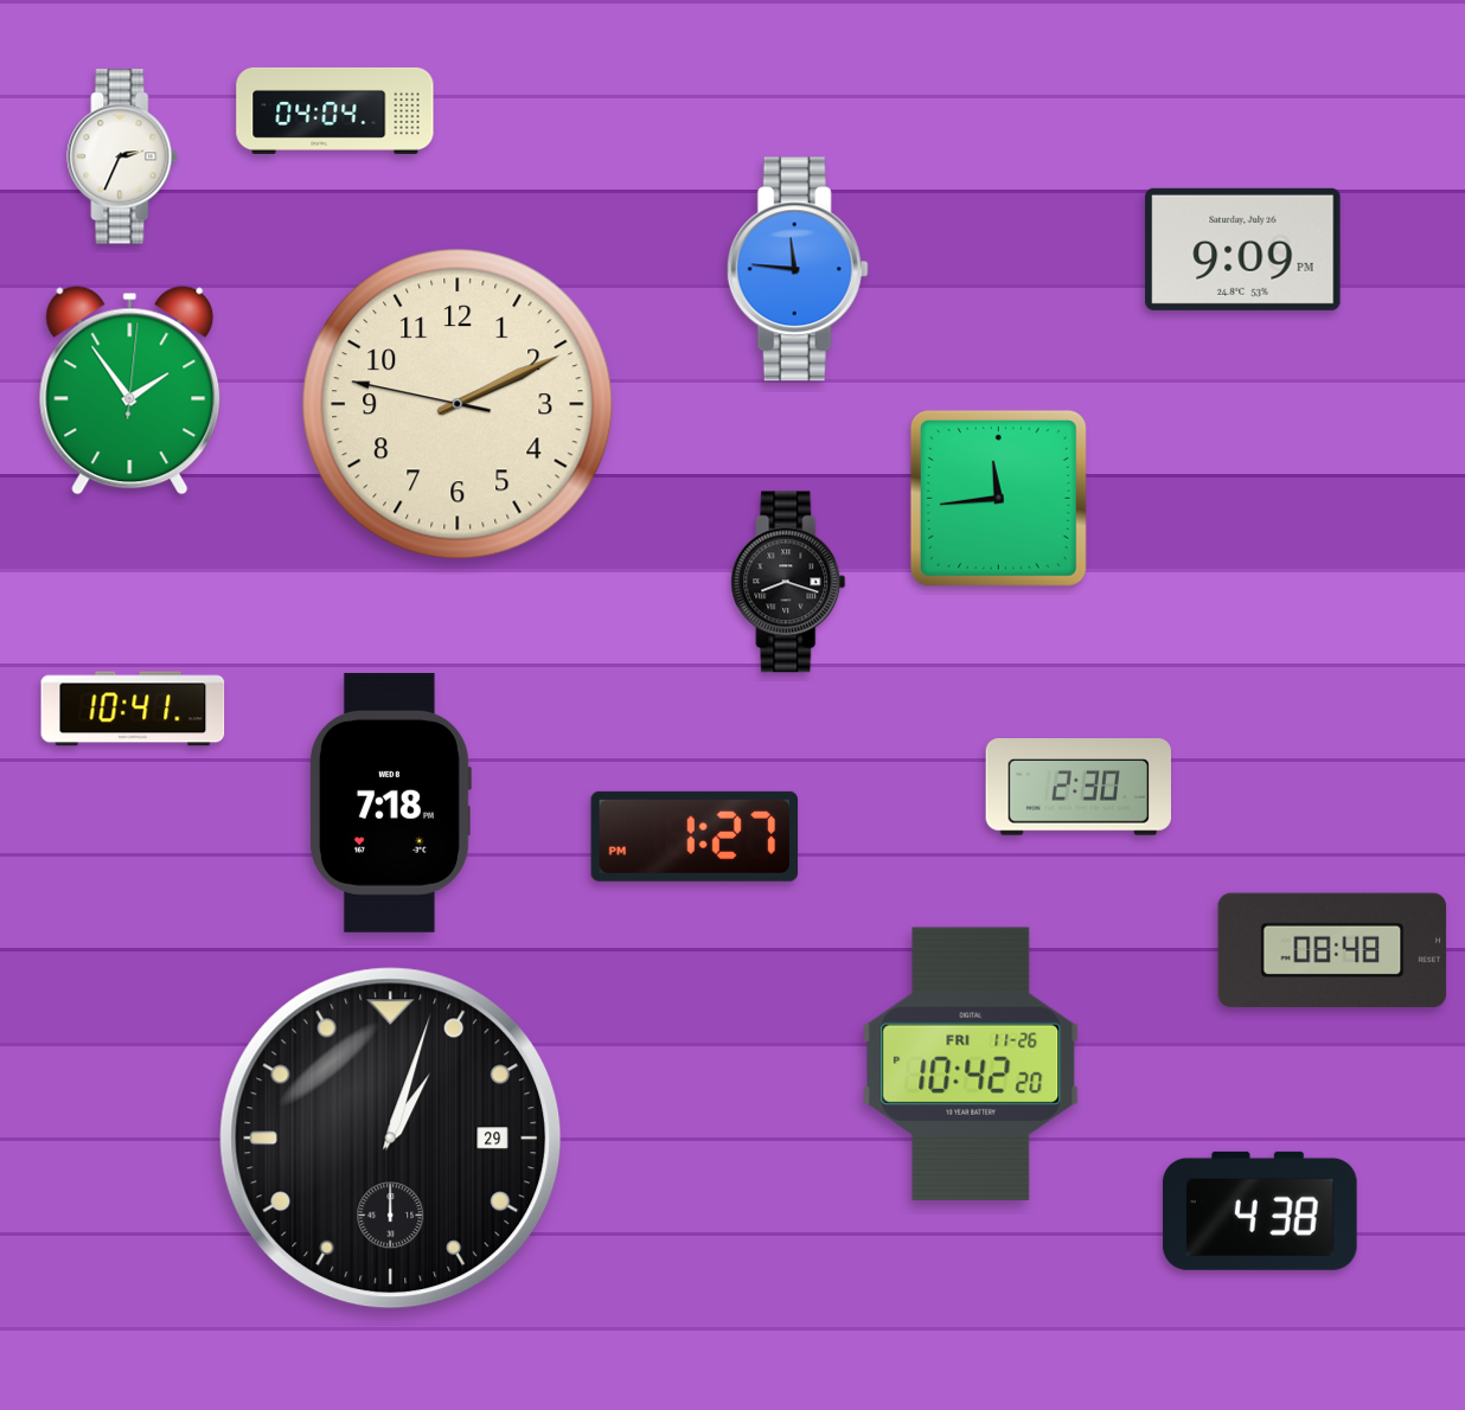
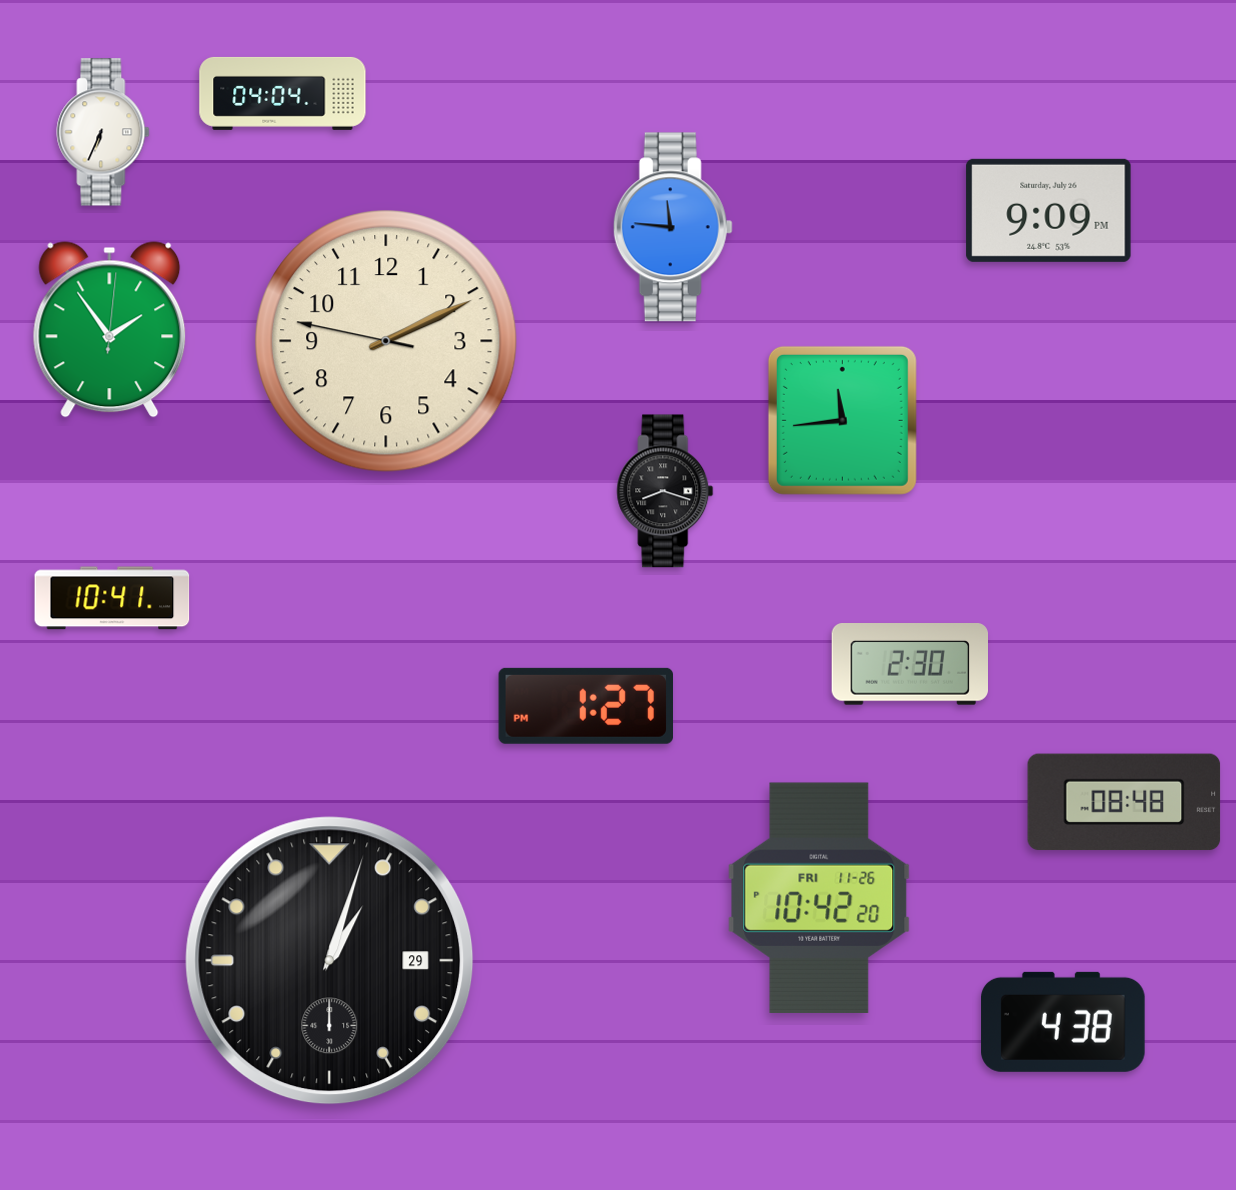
clock at (122, 156): 2:34 -> 6:34
clock at (390, 802): 7:18 -> none
